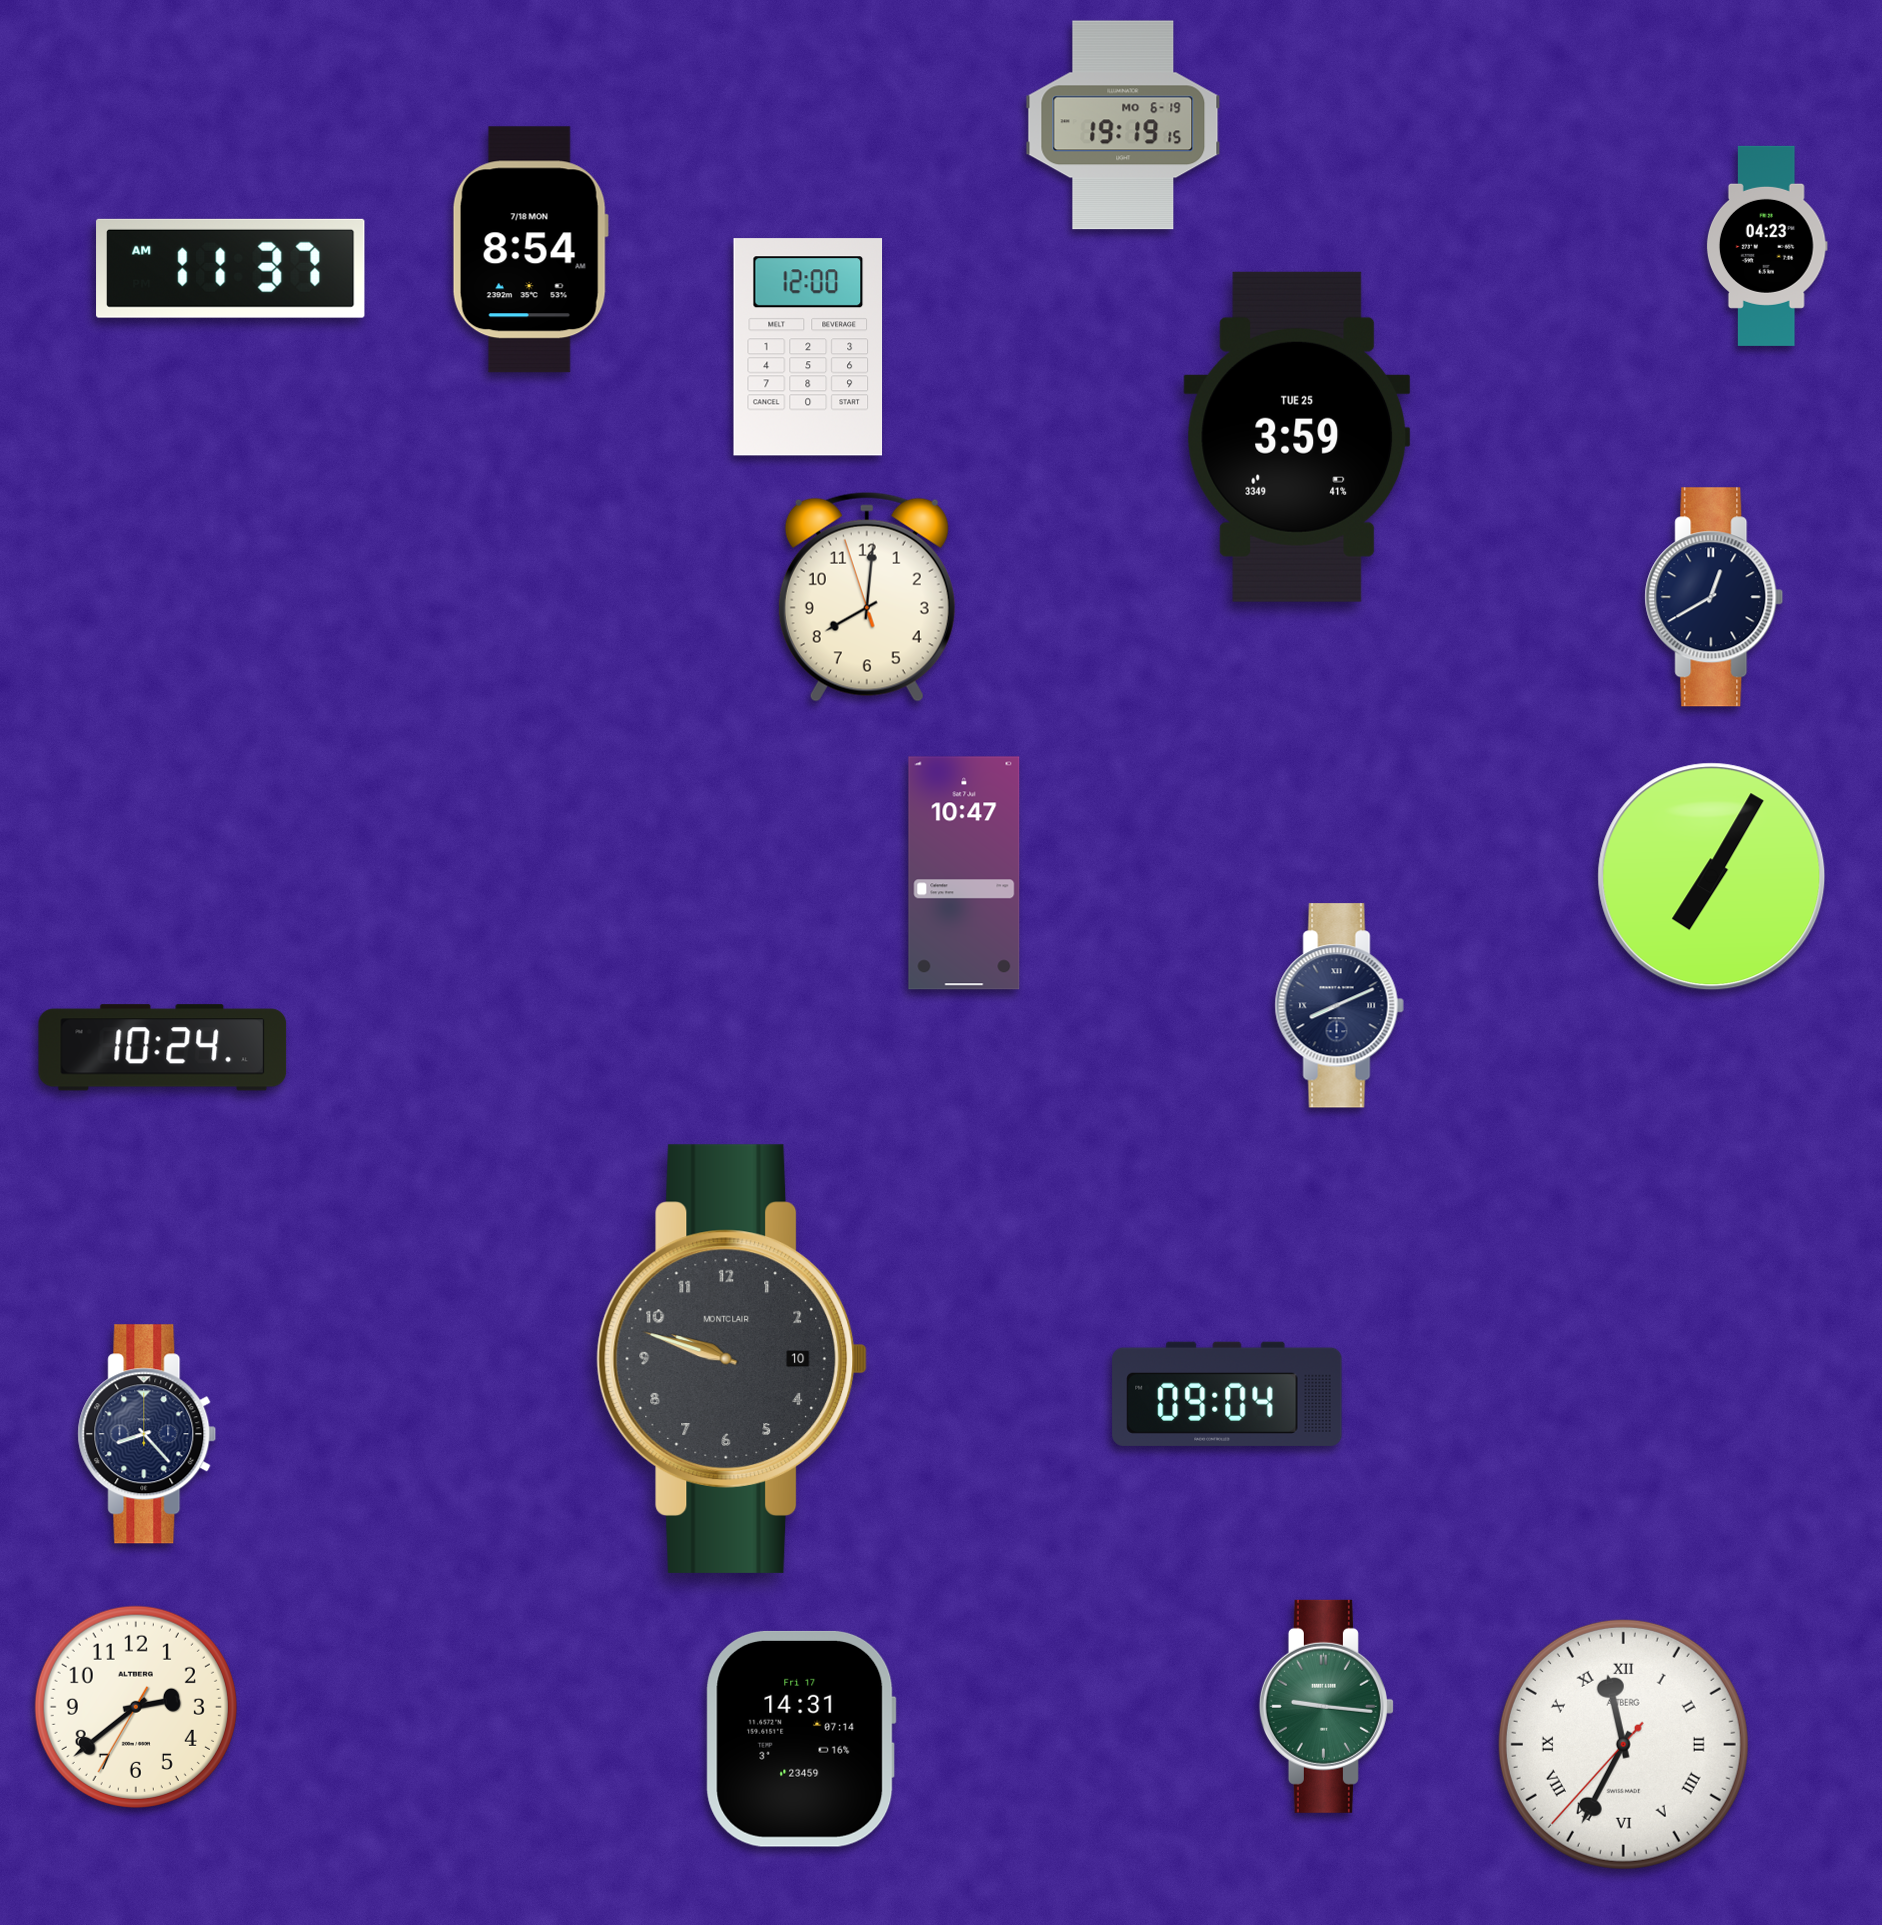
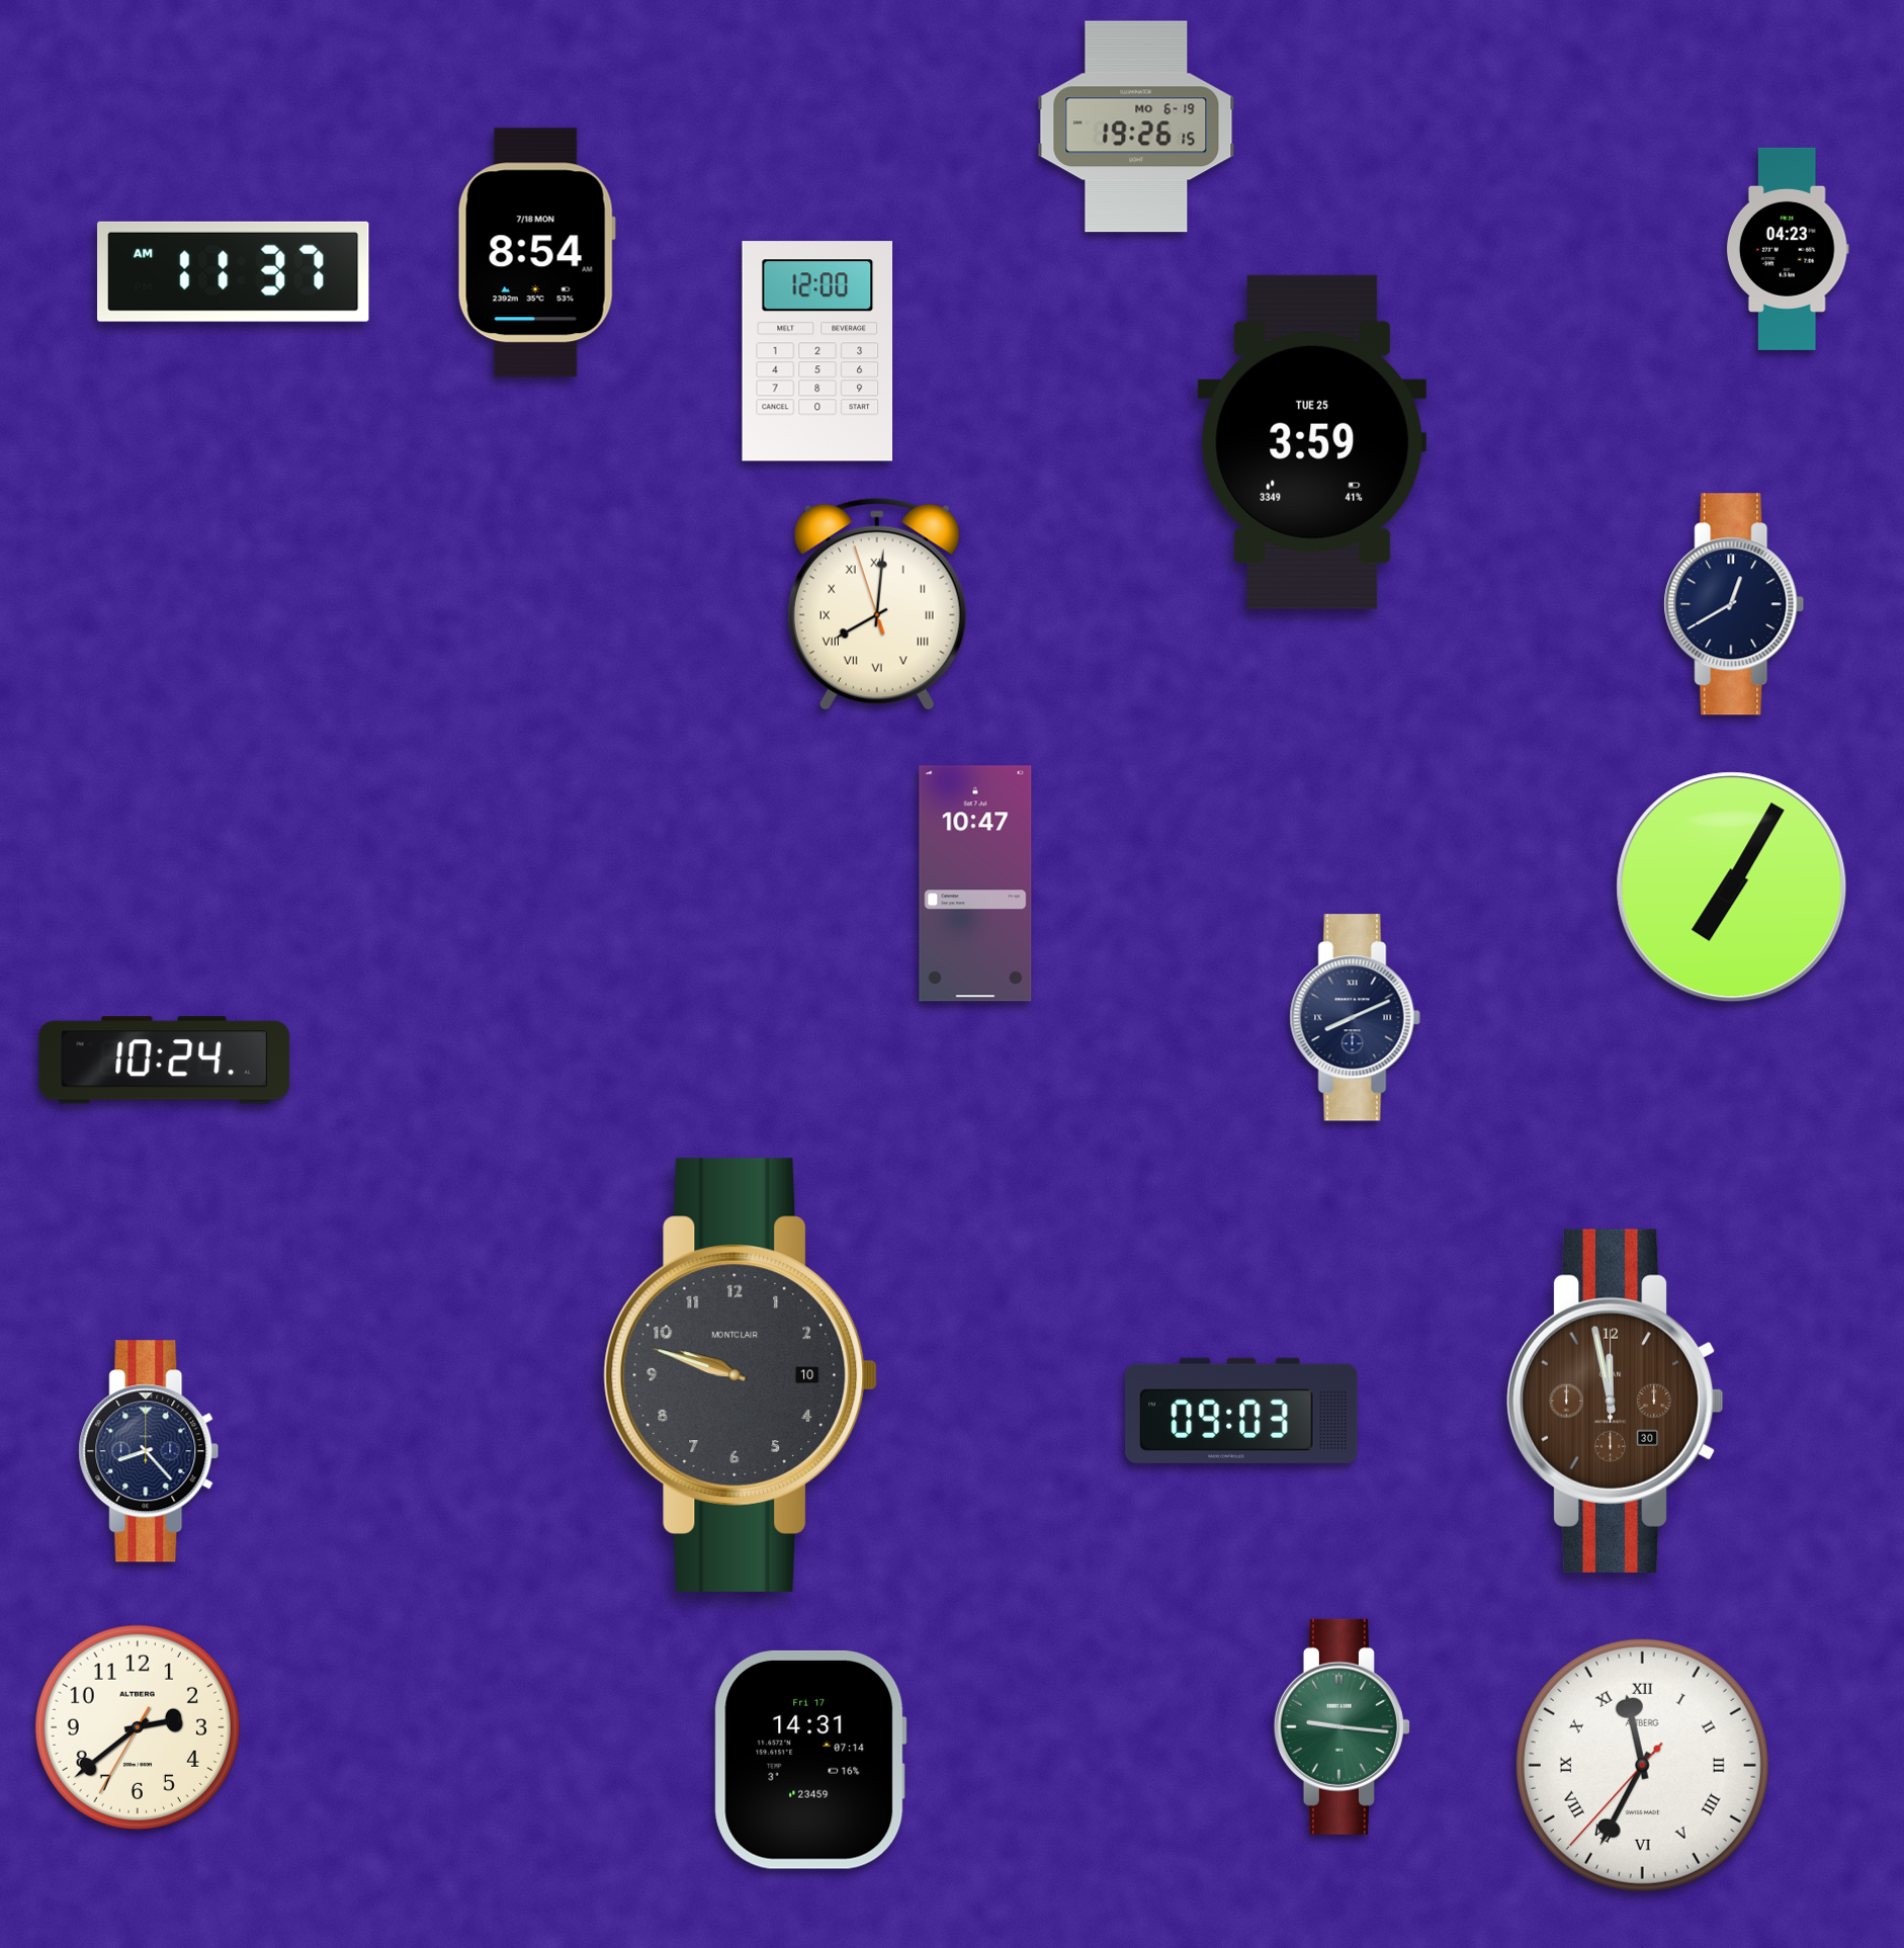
clock at (1123, 125): 19:19 -> 19:26
clock at (867, 597) numerals: Arabic -> Roman
clock at (1615, 1401): none -> 11:58
clock at (1227, 1394): 09:04 -> 09:03
